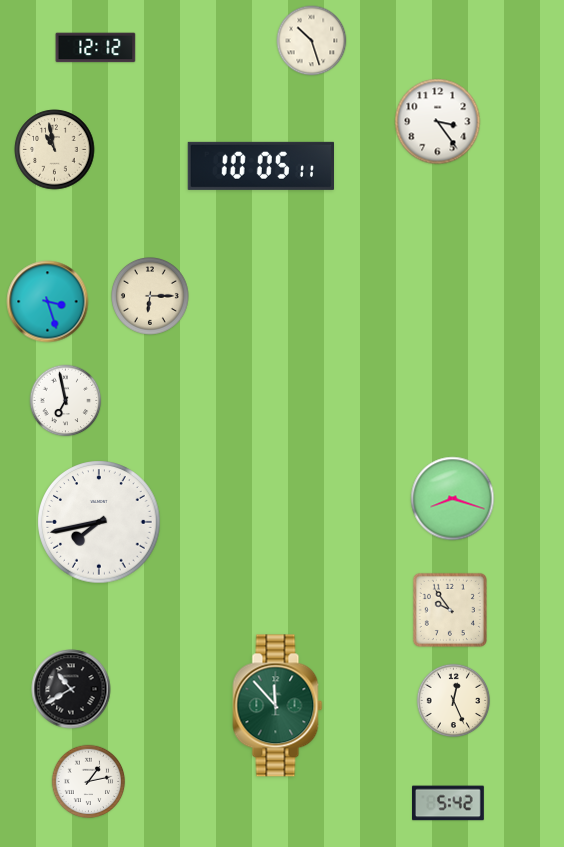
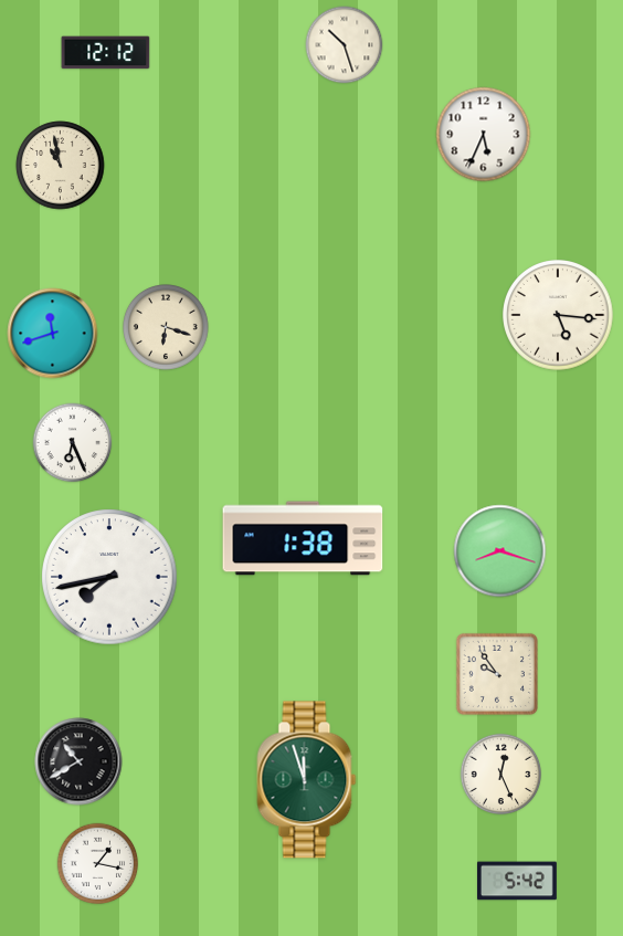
clock at (438, 122): 3:24 -> 5:34
clock at (260, 166): 10:05 -> none
clock at (558, 315): none -> 5:16
clock at (151, 297): 6:15 -> 6:18
clock at (48, 302): 3:27 -> 11:42
clock at (66, 401): 6:58 -> 6:26
clock at (303, 538): none -> 1:38
clock at (278, 706): 11:53 -> 11:57
clock at (89, 782): 1:13 -> 1:17
clock at (449, 803) position: (449, 803) -> (518, 881)
